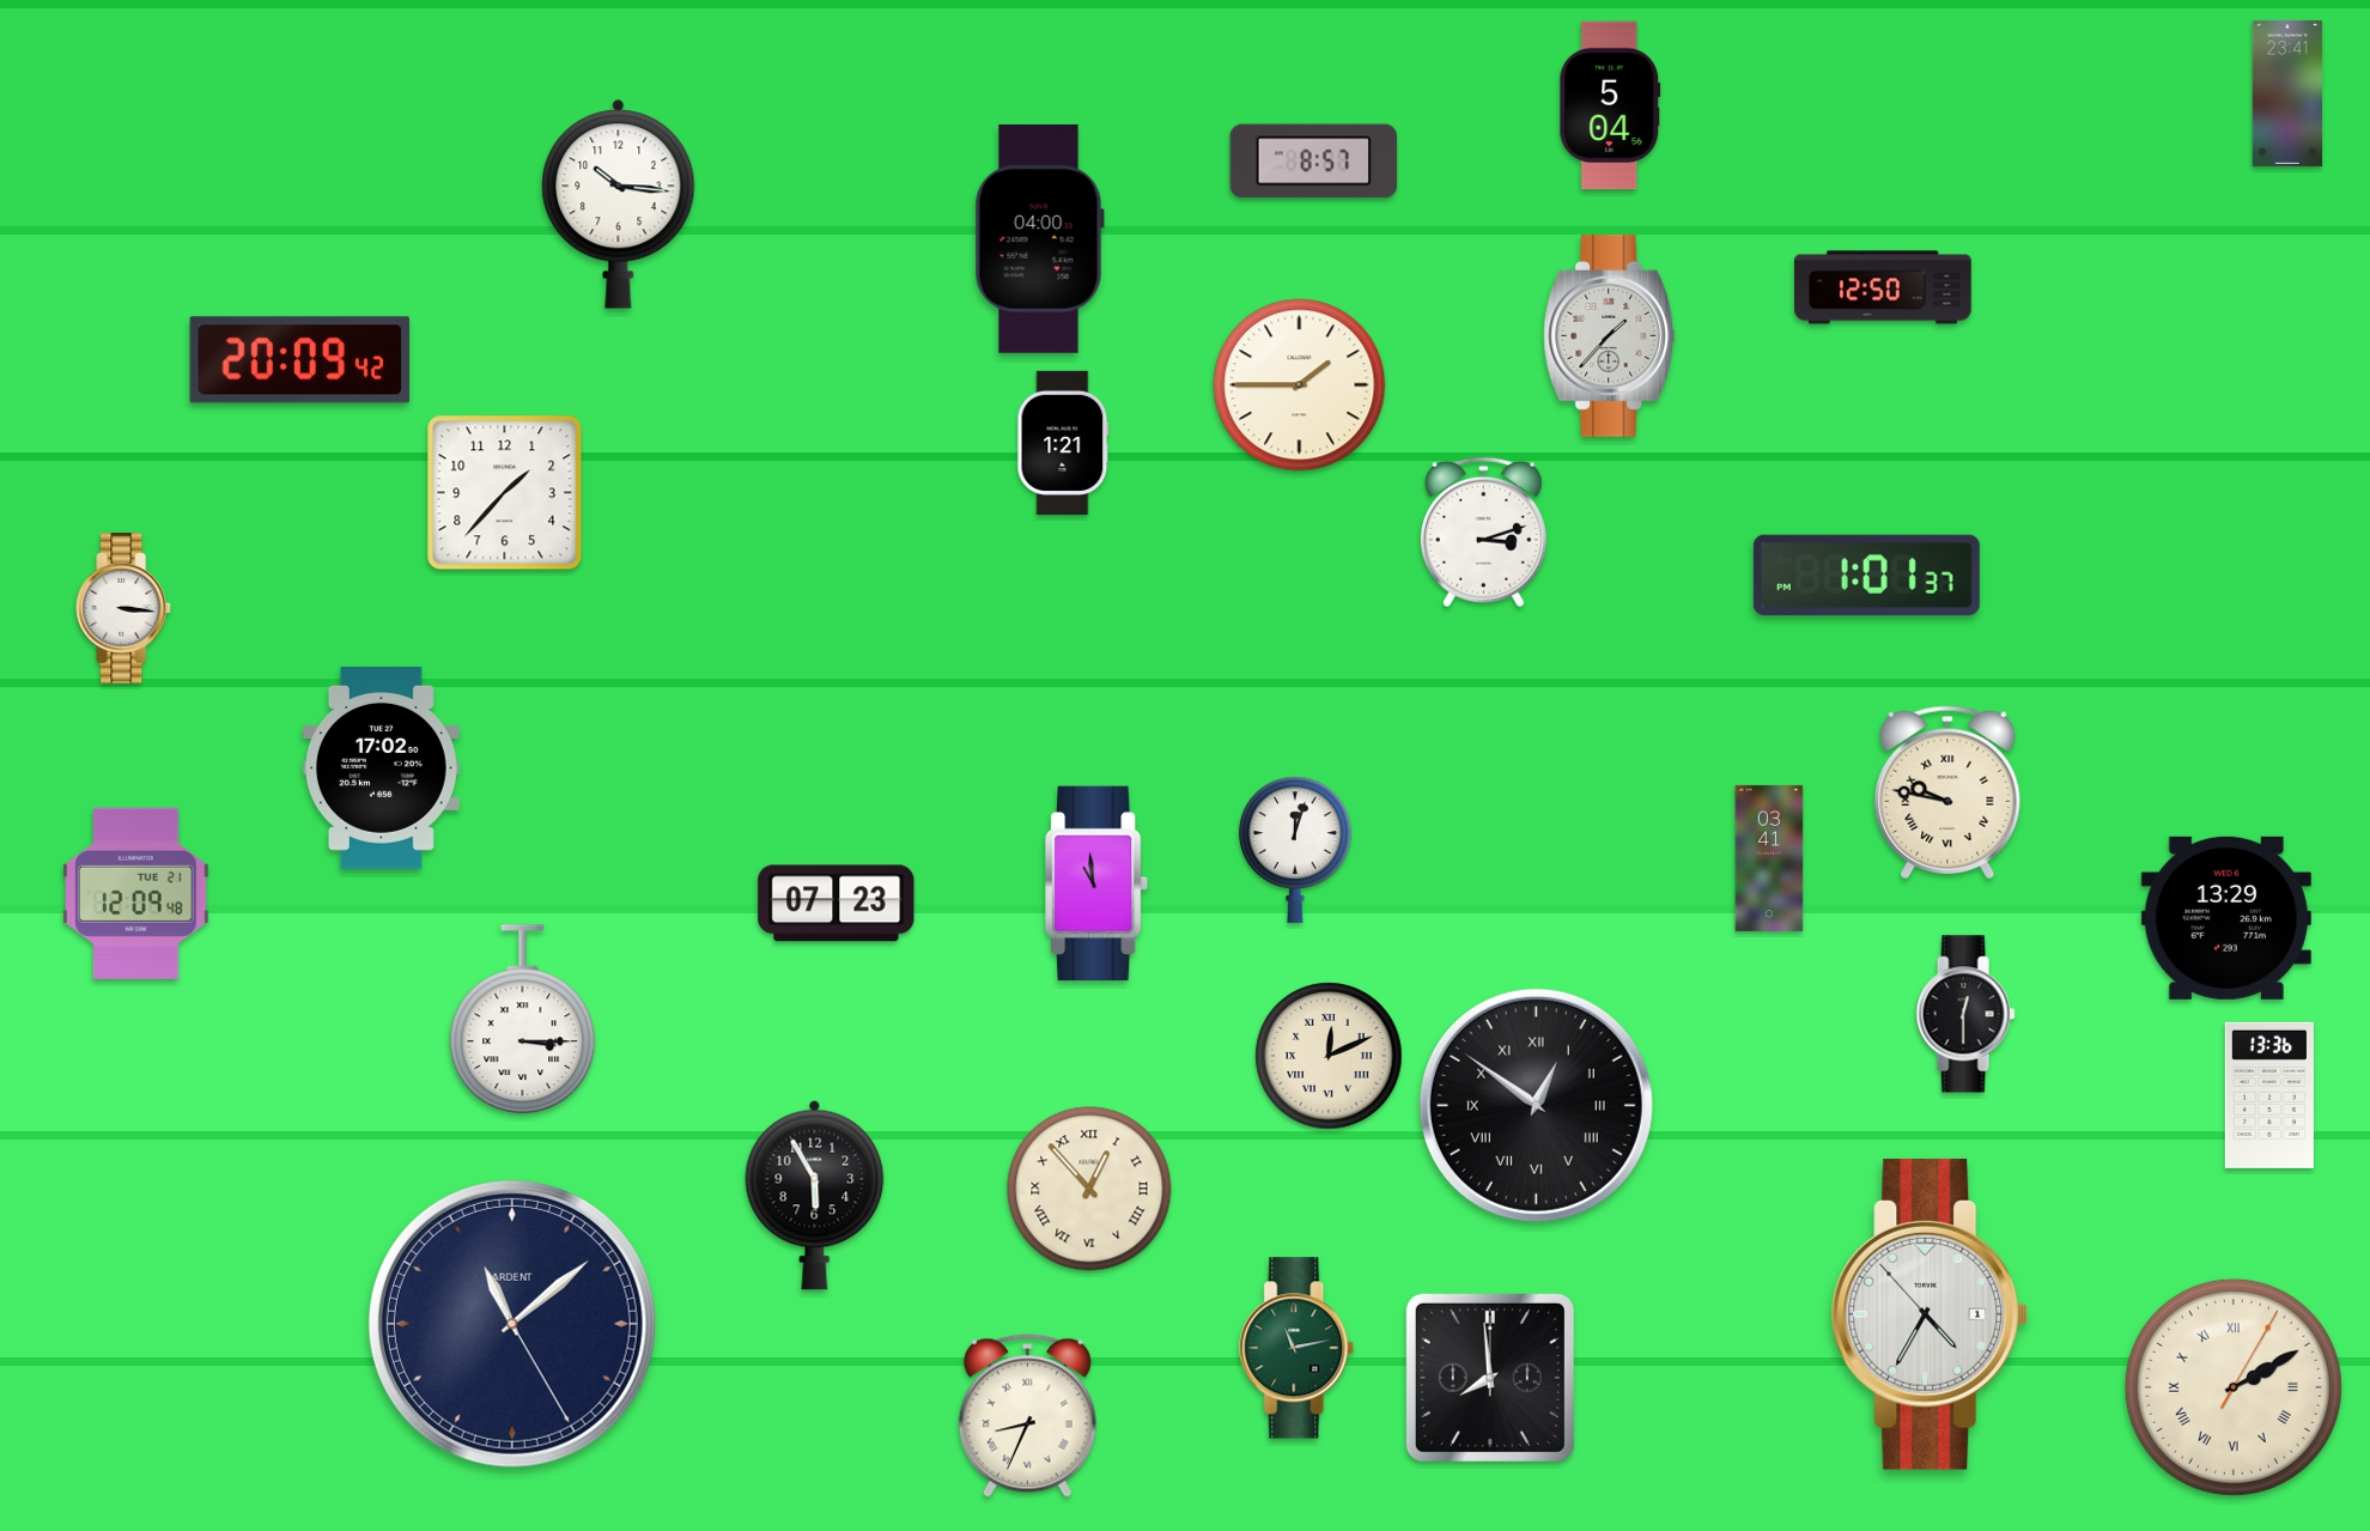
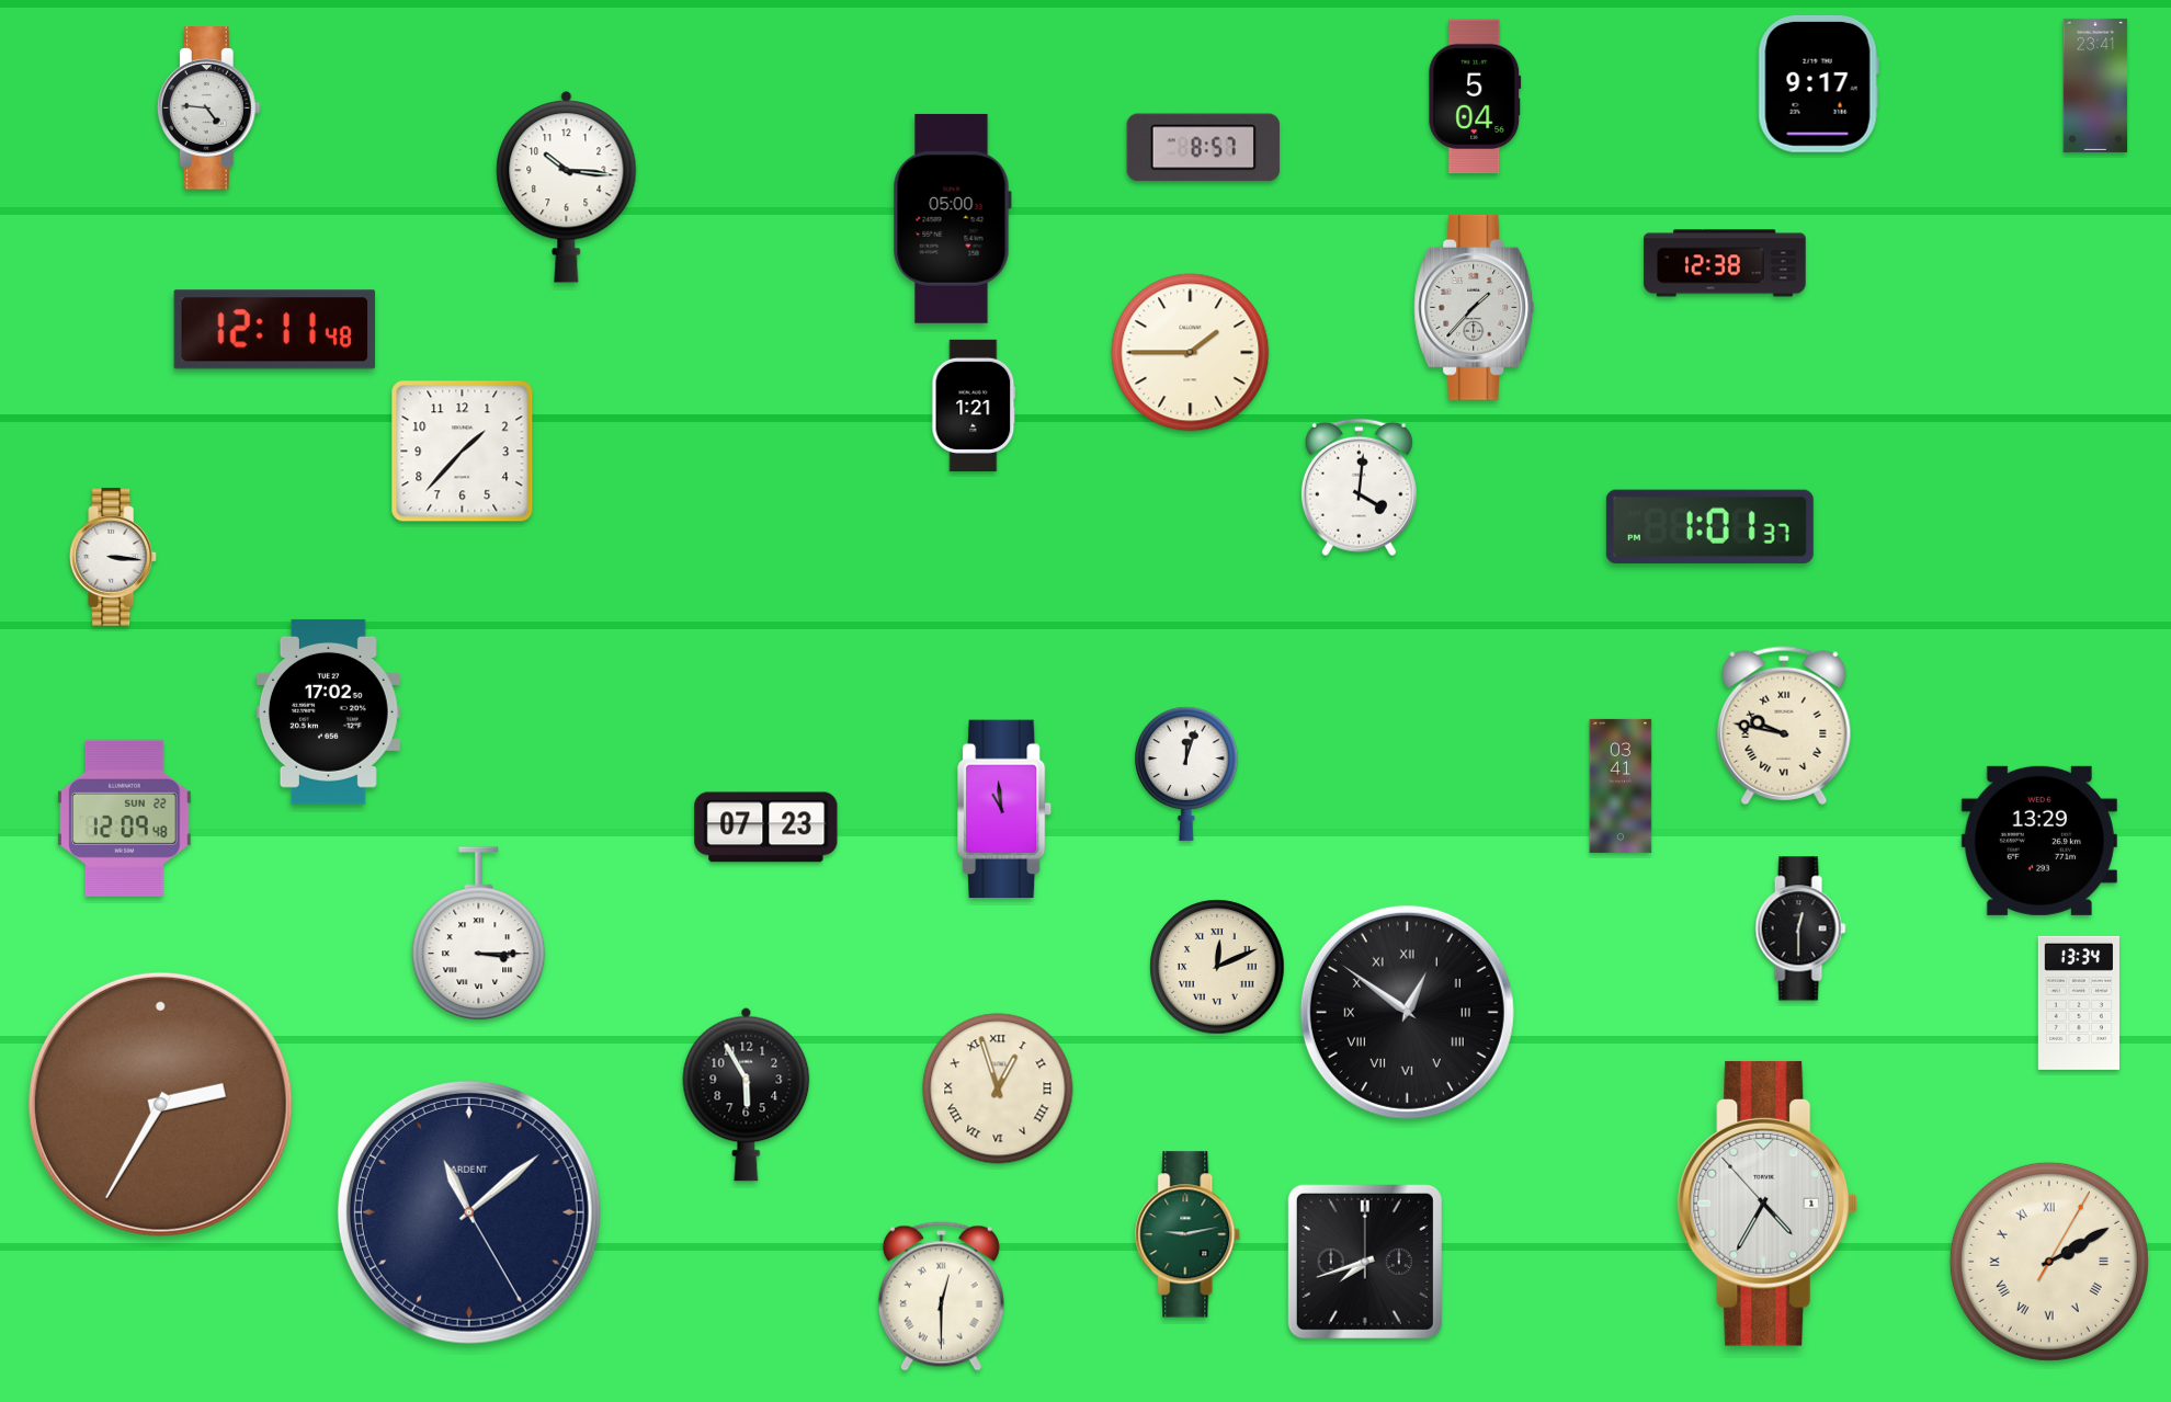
clock at (1818, 83): none -> 9:17
clock at (208, 109): none -> 4:46
clock at (1039, 238): 04:00 -> 05:00
clock at (1883, 287): 12:50 -> 12:38
clock at (300, 360): 20:09 -> 12:11
clock at (1483, 533): 3:12 -> 4:01
clock at (381, 767) position: (381, 767) -> (328, 711)
clock at (1295, 850) position: (1295, 850) -> (1186, 774)
clock at (136, 893) date: TUE 21 -> SUN 22
clock at (2269, 1095): 13:36 -> 13:34
clock at (1089, 1189): 12:53 -> 12:57
clock at (160, 1104): none -> 2:35
clock at (1298, 1348): 11:13 -> 9:13
clock at (1490, 1378): 7:59 -> 7:42
clock at (2234, 1387) position: (2234, 1387) -> (2049, 1262)
clock at (1027, 1415): 8:34 -> 12:30
